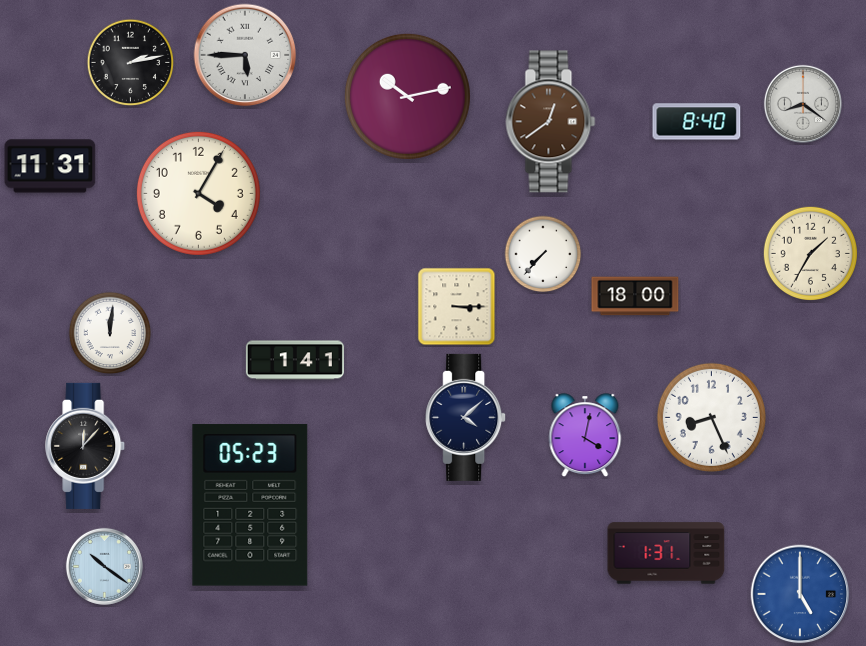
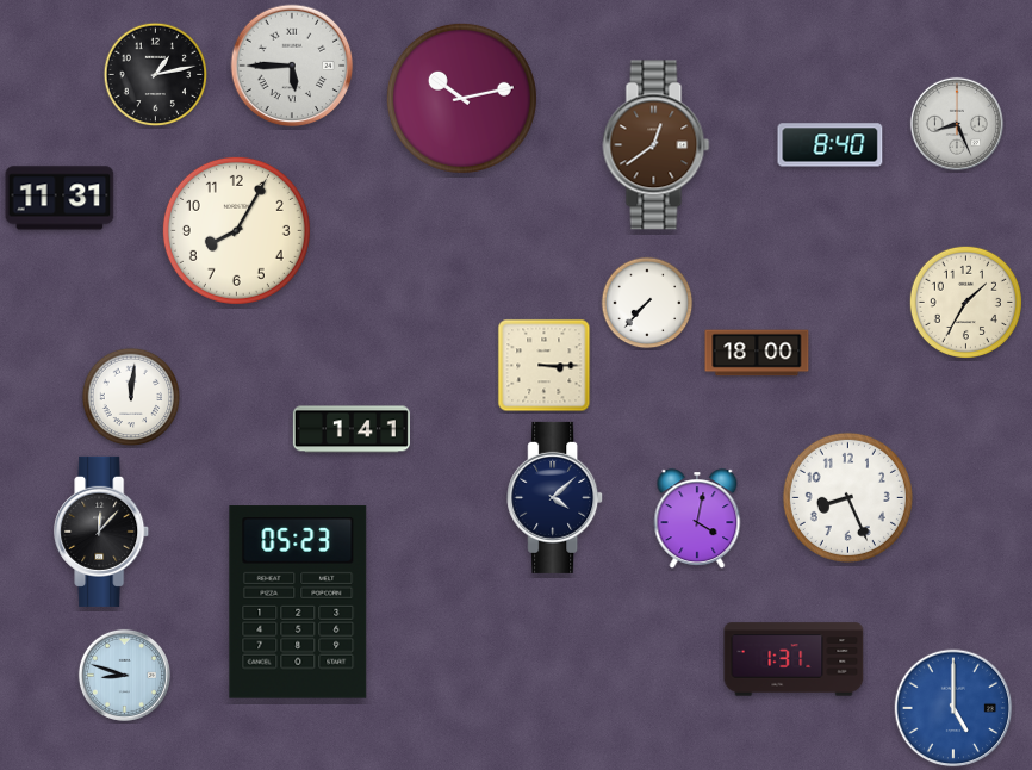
clock at (131, 63): 2:13 -> 1:13
clock at (407, 96) position: (407, 96) -> (461, 98)
clock at (803, 104): 8:21 -> 8:26
clock at (198, 193): 4:05 -> 8:05
clock at (104, 566): 10:21 -> 8:48
